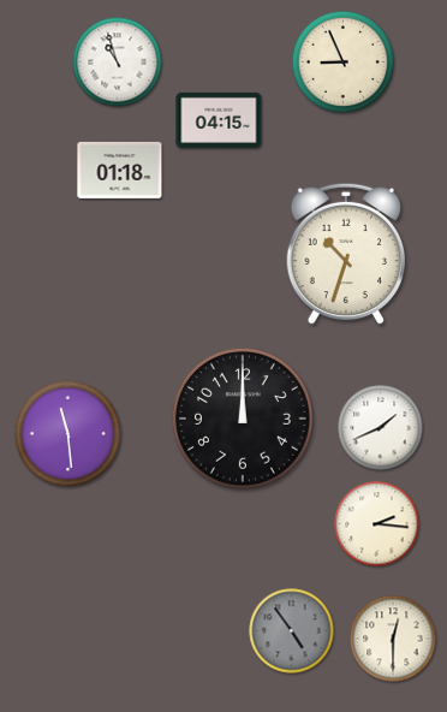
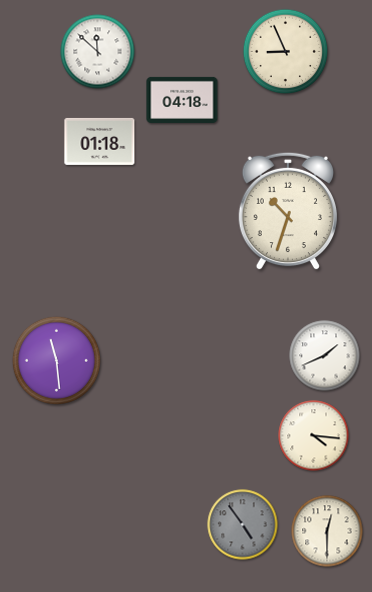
clock at (118, 63): 10:57 -> 11:52
clock at (219, 120): 04:15 -> 04:18
clock at (243, 419): 12:00 -> none
clock at (381, 428) position: (381, 428) -> (325, 356)
clock at (377, 524): 2:16 -> 4:16
